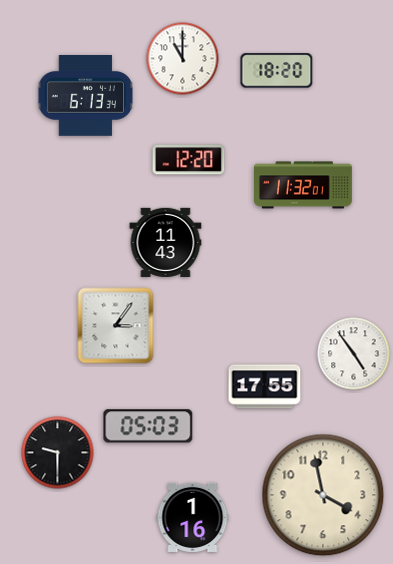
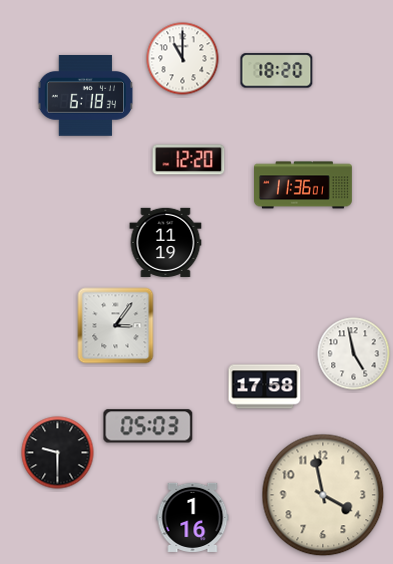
clock at (85, 96): 6:13 -> 6:18
clock at (303, 185): 11:32 -> 11:36
clock at (166, 242): 11:43 -> 11:19
clock at (354, 354): 4:54 -> 4:58
clock at (265, 387): 17:55 -> 17:58
